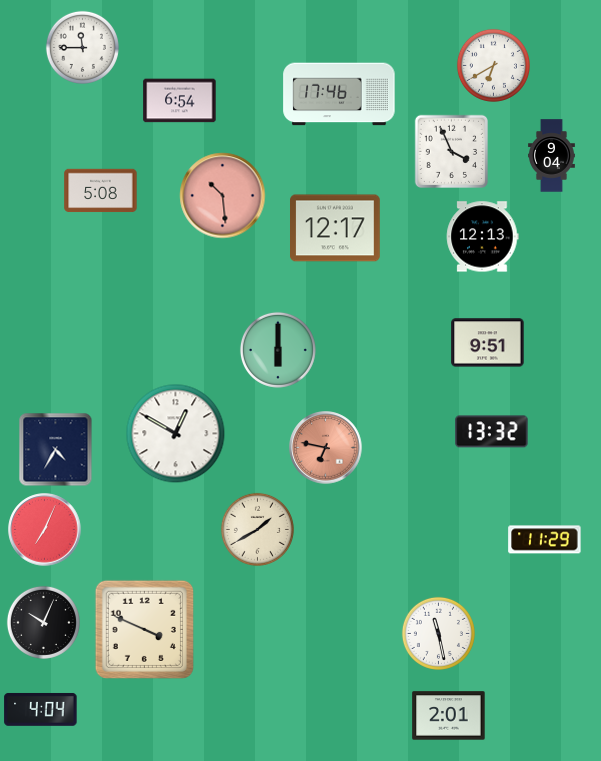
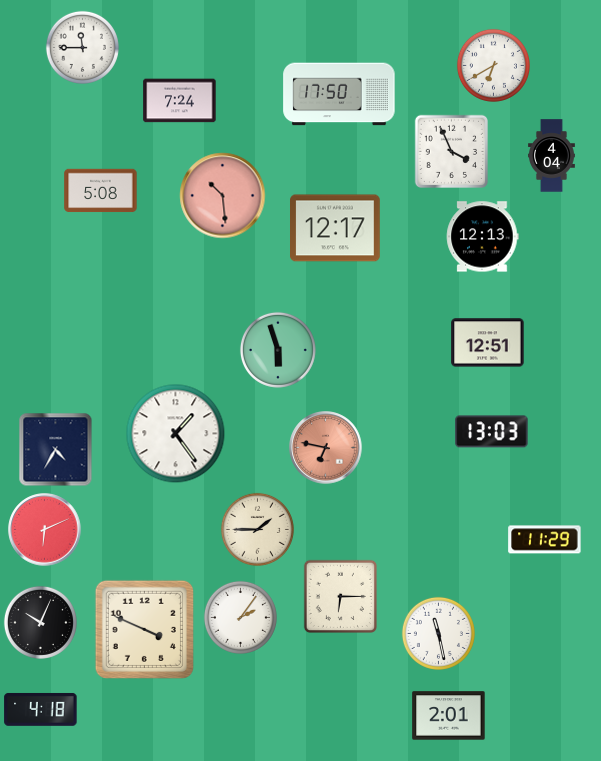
clock at (339, 94): 17:46 -> 17:50
clock at (180, 101): 6:54 -> 7:24
clock at (552, 156): 9:04 -> 4:04
clock at (488, 343): 9:51 -> 12:51
clock at (278, 350): 6:00 -> 5:57
clock at (492, 432): 13:32 -> 13:03
clock at (176, 434): 12:50 -> 1:24
clock at (257, 529): 1:40 -> 1:45
clock at (45, 530): 7:04 -> 6:11
clock at (340, 596): none -> 6:15
clock at (240, 617): none -> 2:06
clock at (43, 622) position: (43, 622) -> (40, 622)
clock at (41, 709): 4:04 -> 4:18
